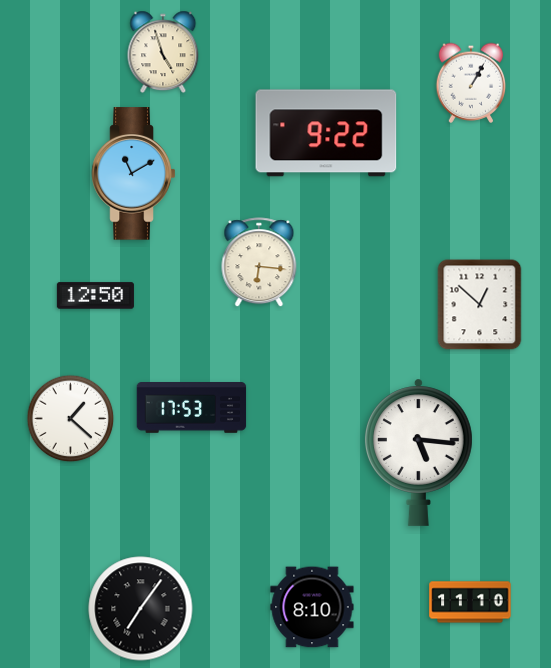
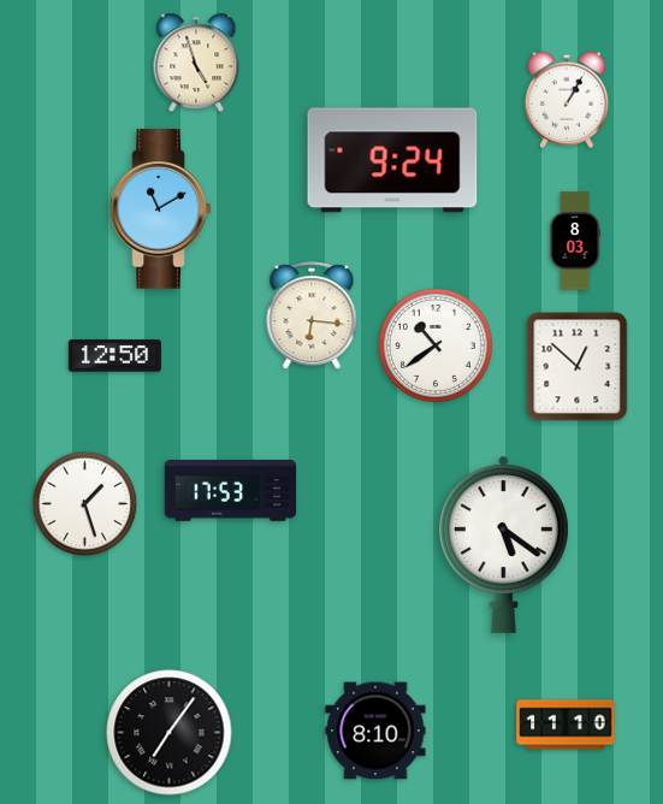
clock at (326, 133): 9:22 -> 9:24
clock at (575, 241): none -> 8:03
clock at (436, 345): none -> 10:39
clock at (71, 419): 1:22 -> 1:27
clock at (418, 452): 5:16 -> 5:21
